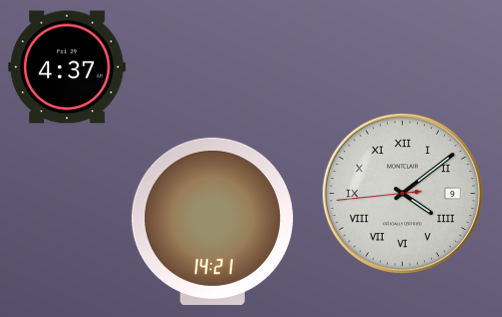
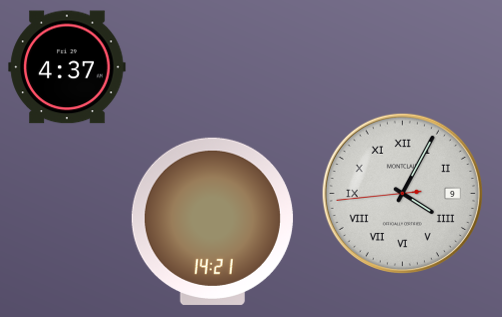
clock at (402, 193): 4:08 -> 4:04
